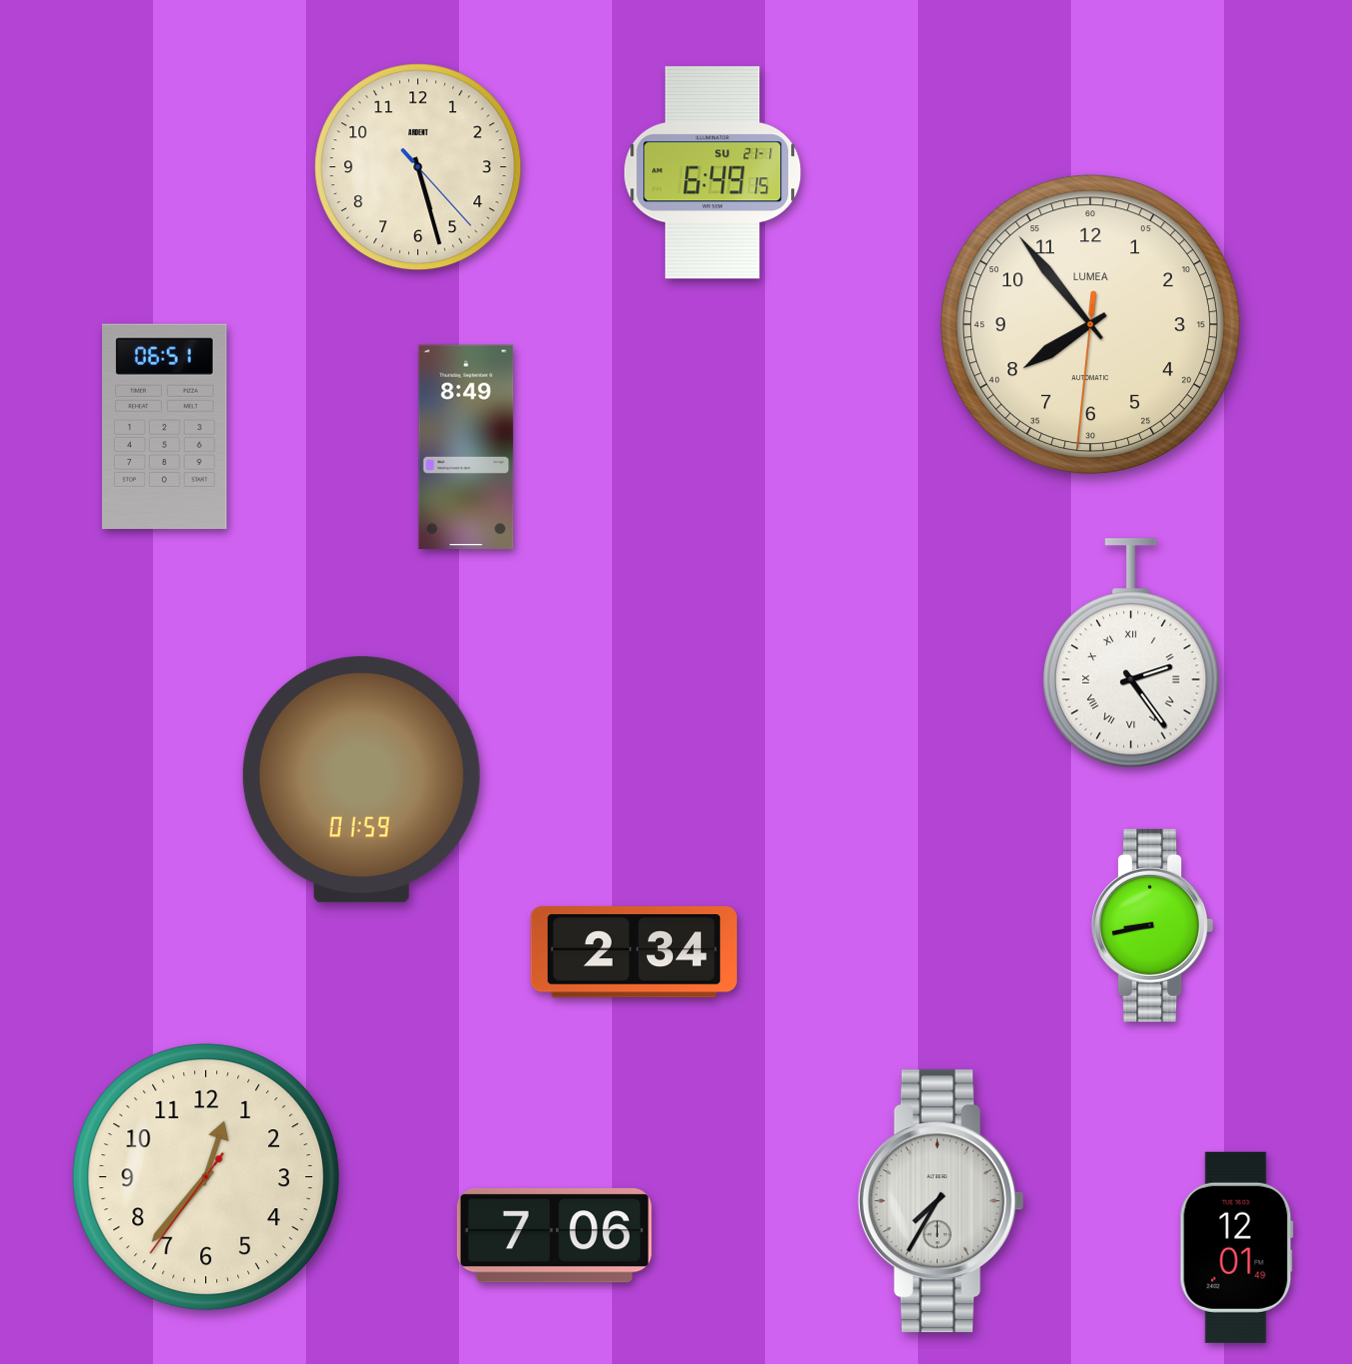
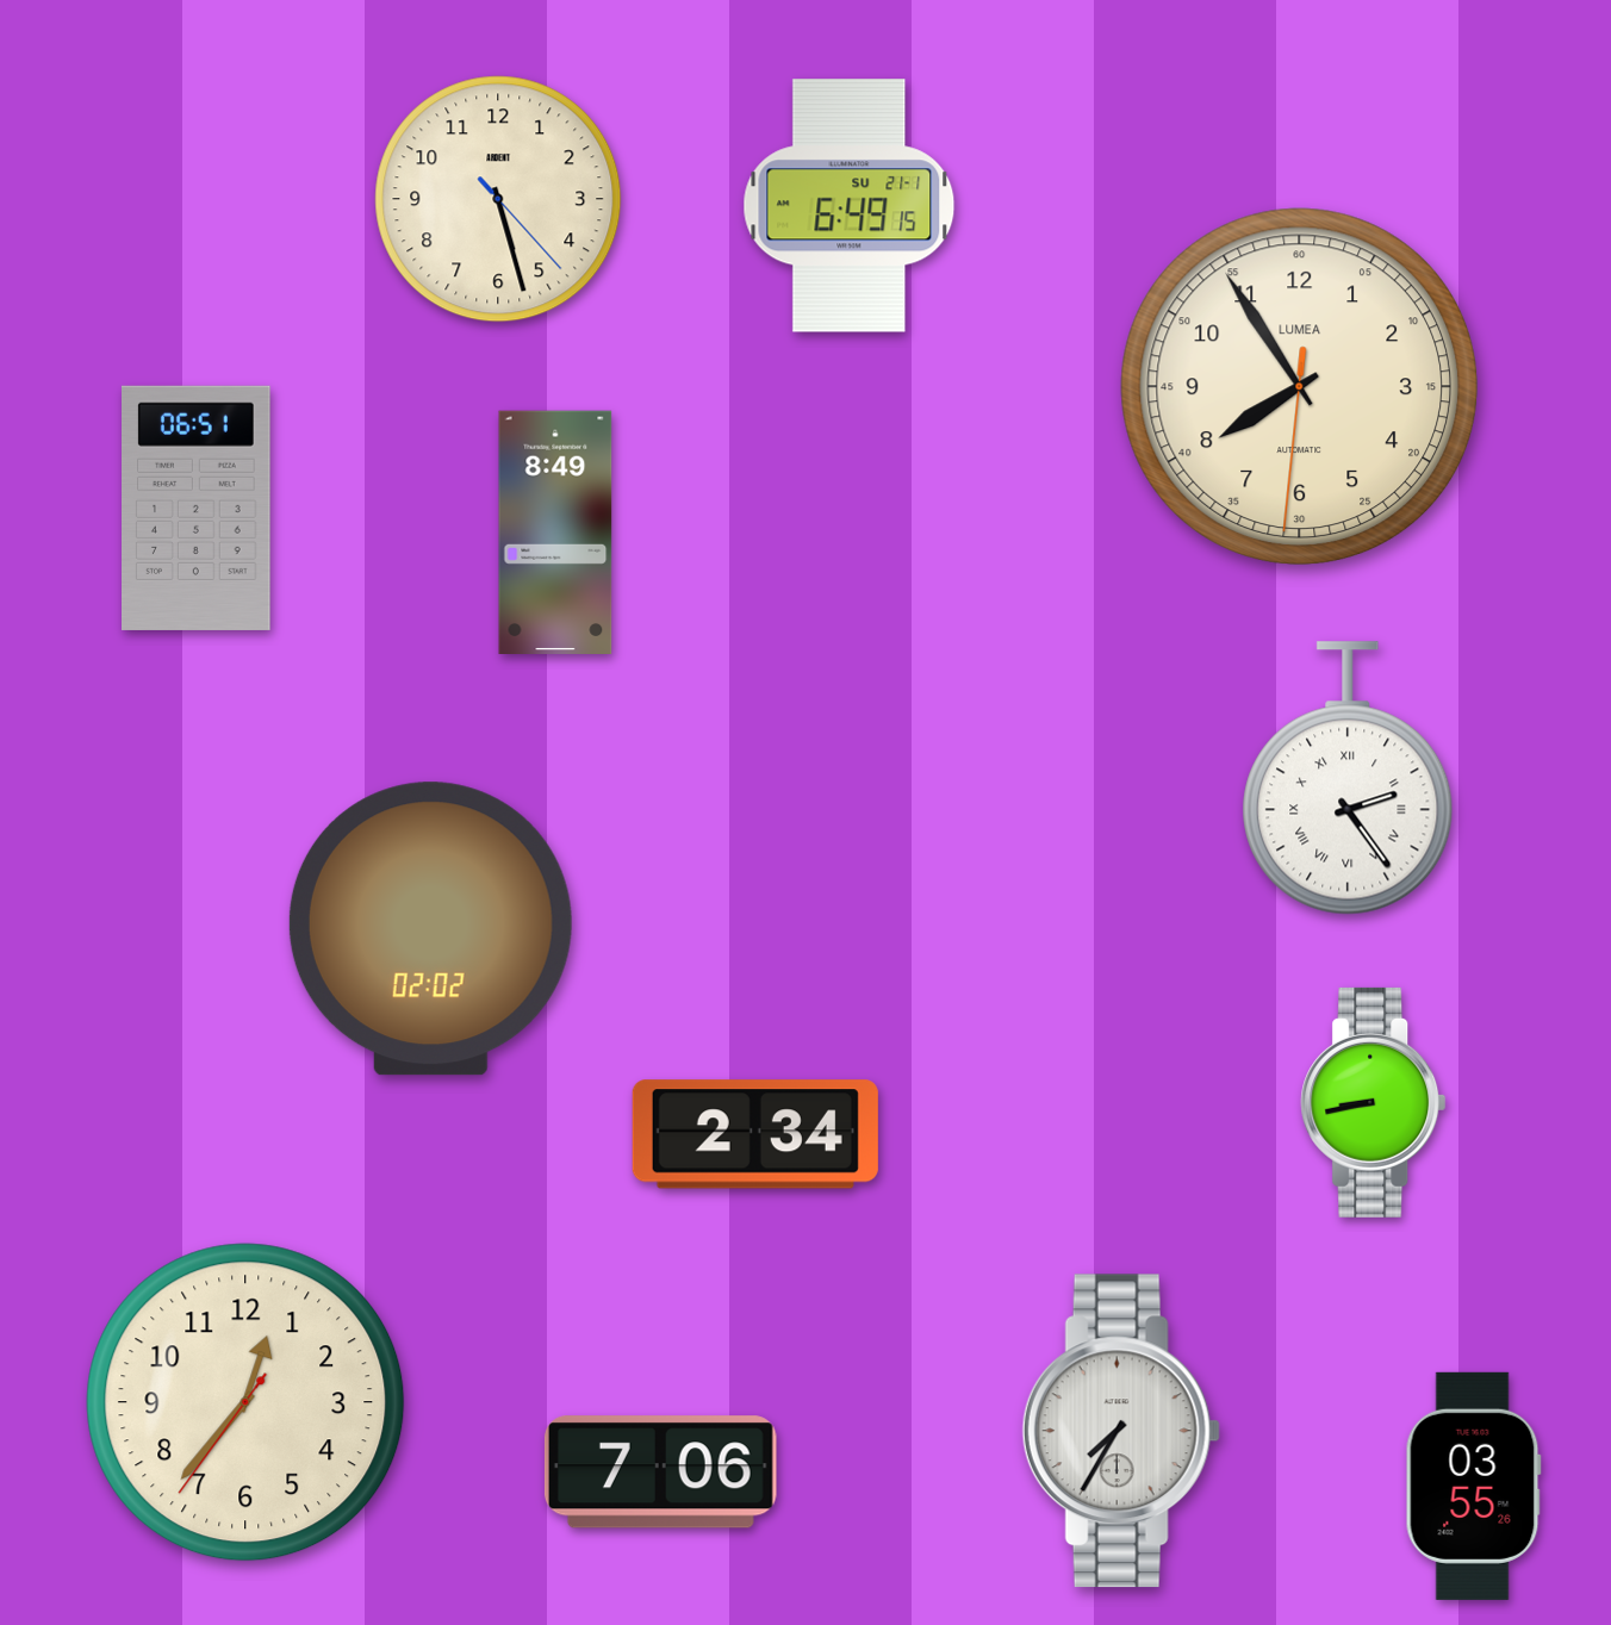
clock at (1090, 324): 7:53 -> 7:54
clock at (361, 780): 01:59 -> 02:02
clock at (1236, 1247): 12:01 -> 03:55
